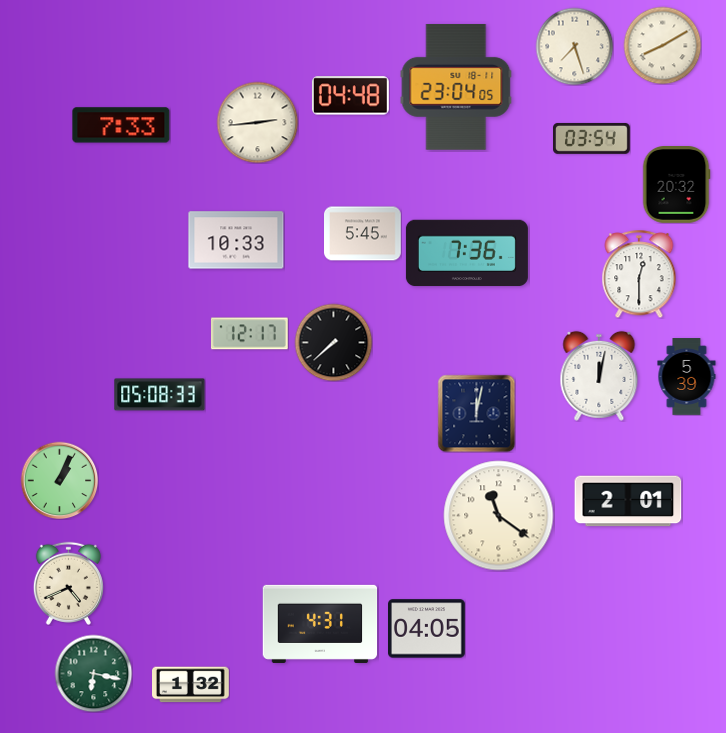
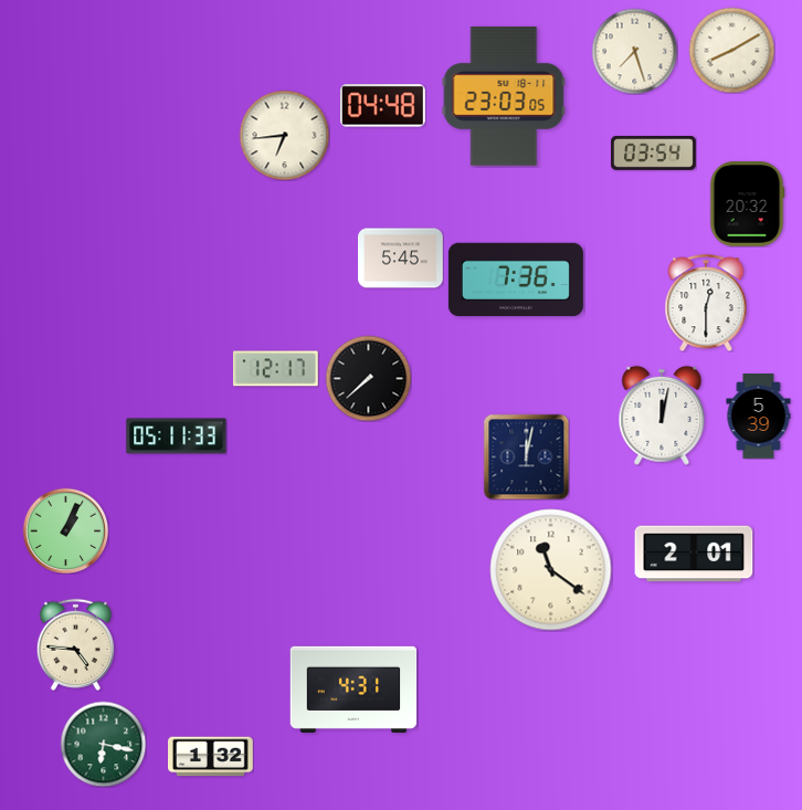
clock at (456, 87): 23:04 -> 23:03
clock at (350, 96) position: (350, 96) -> (382, 106)
clock at (257, 122): 2:44 -> 6:44
clock at (121, 125): 7:33 -> none
clock at (236, 240): 10:33 -> none
clock at (160, 395): 05:08 -> 05:11
clock at (68, 583): 4:41 -> 4:46
clock at (427, 629): 04:05 -> none
